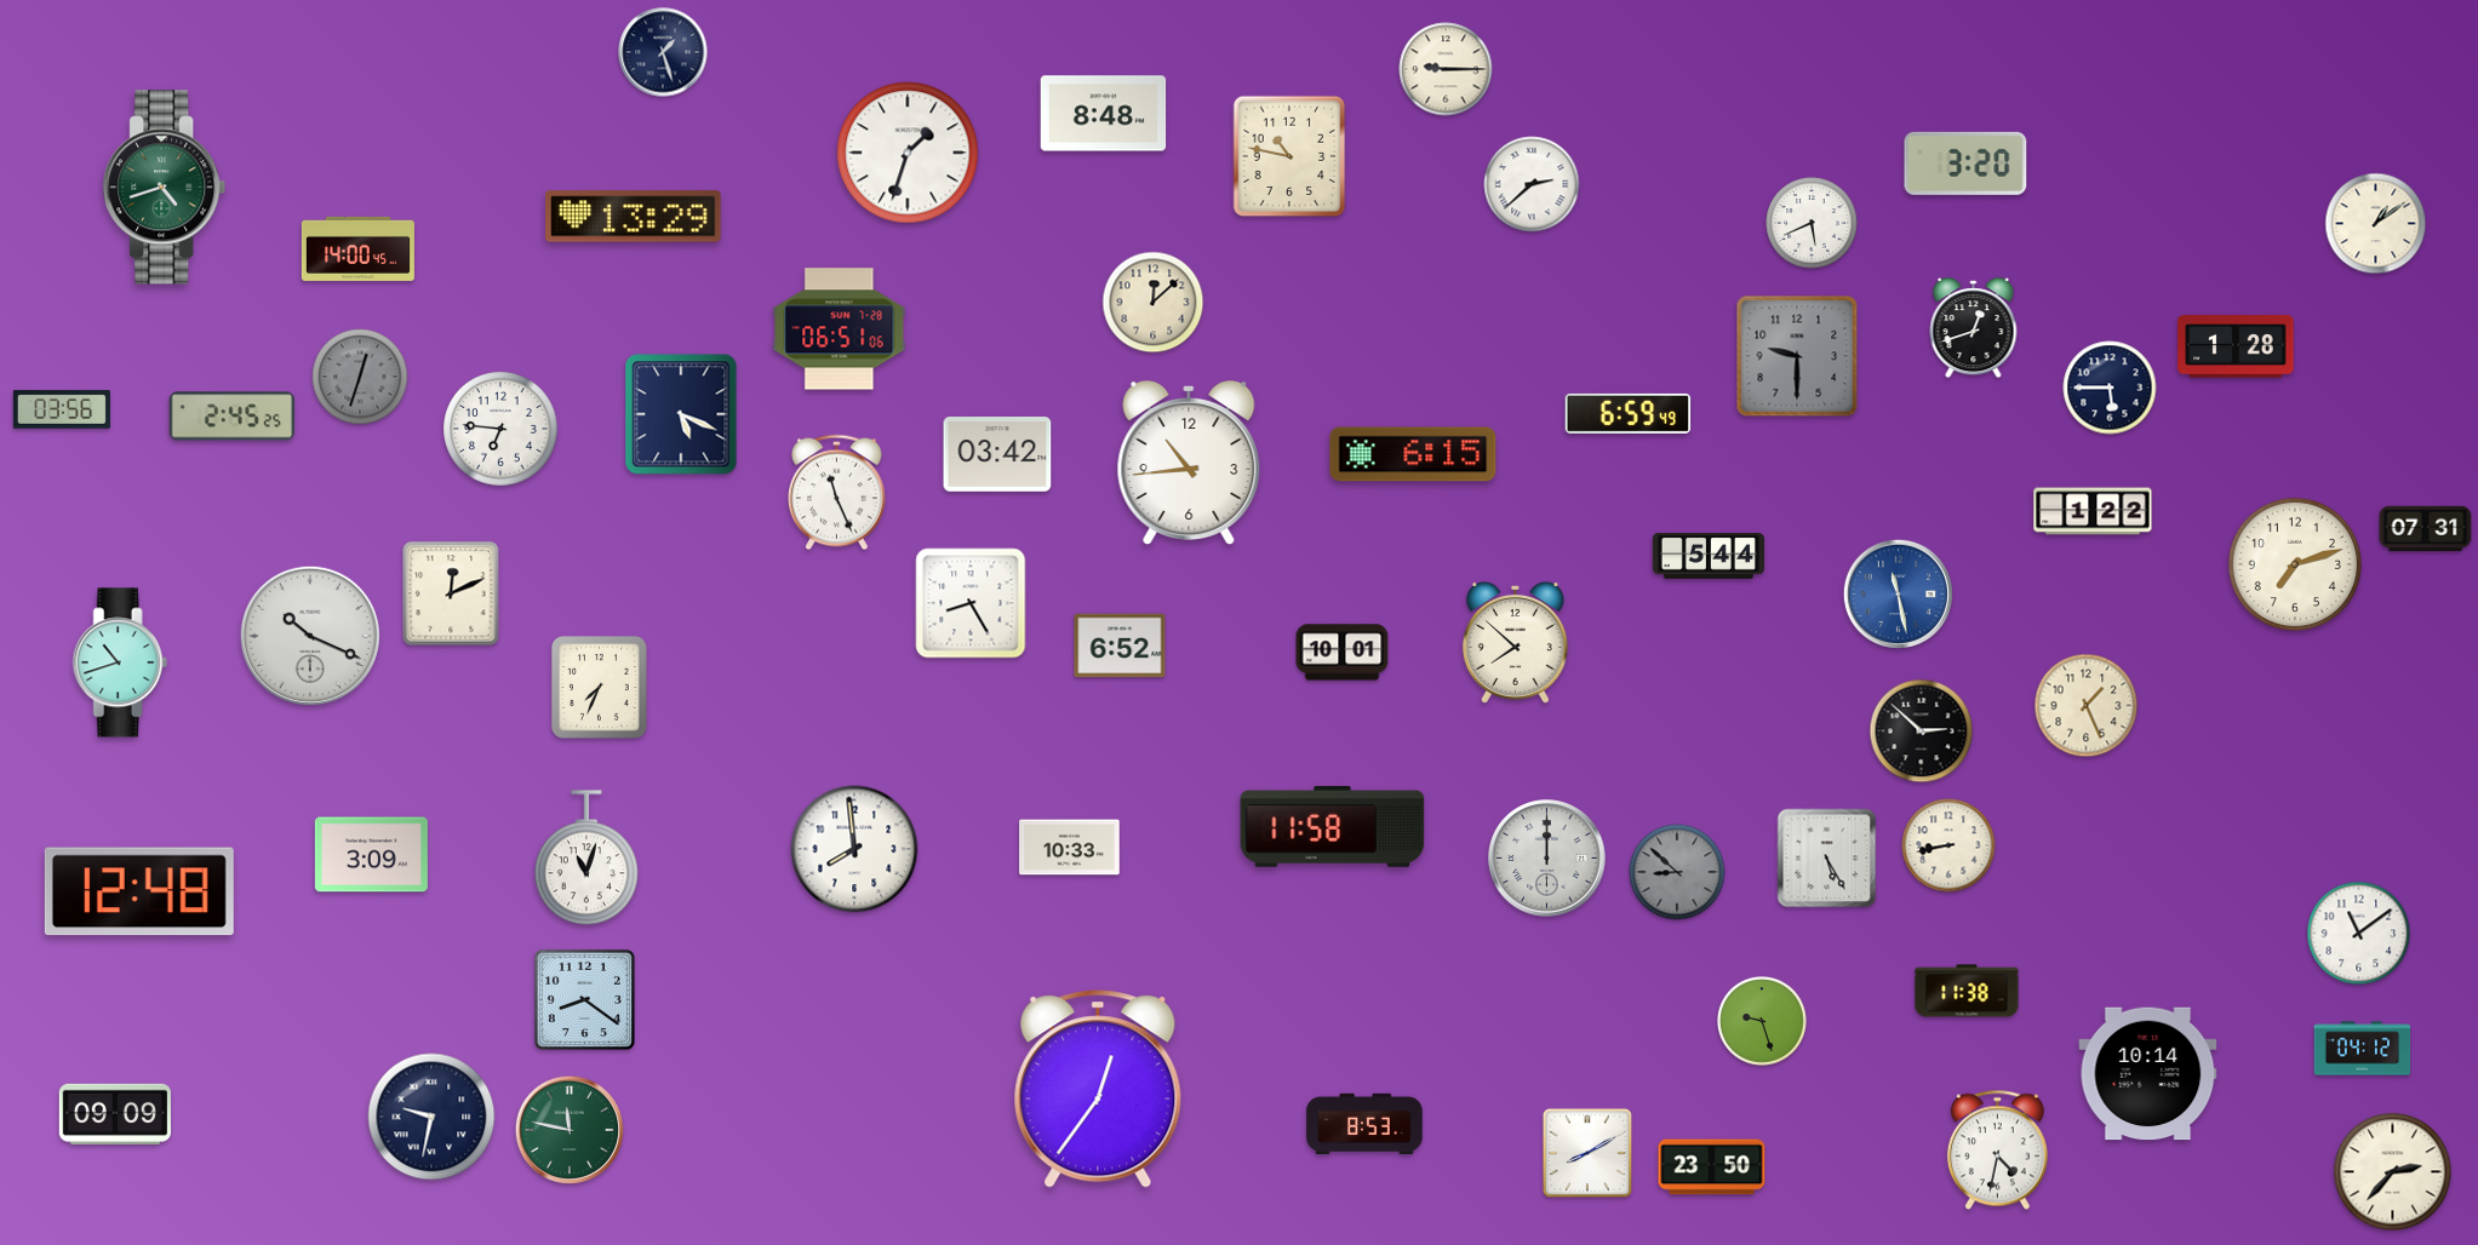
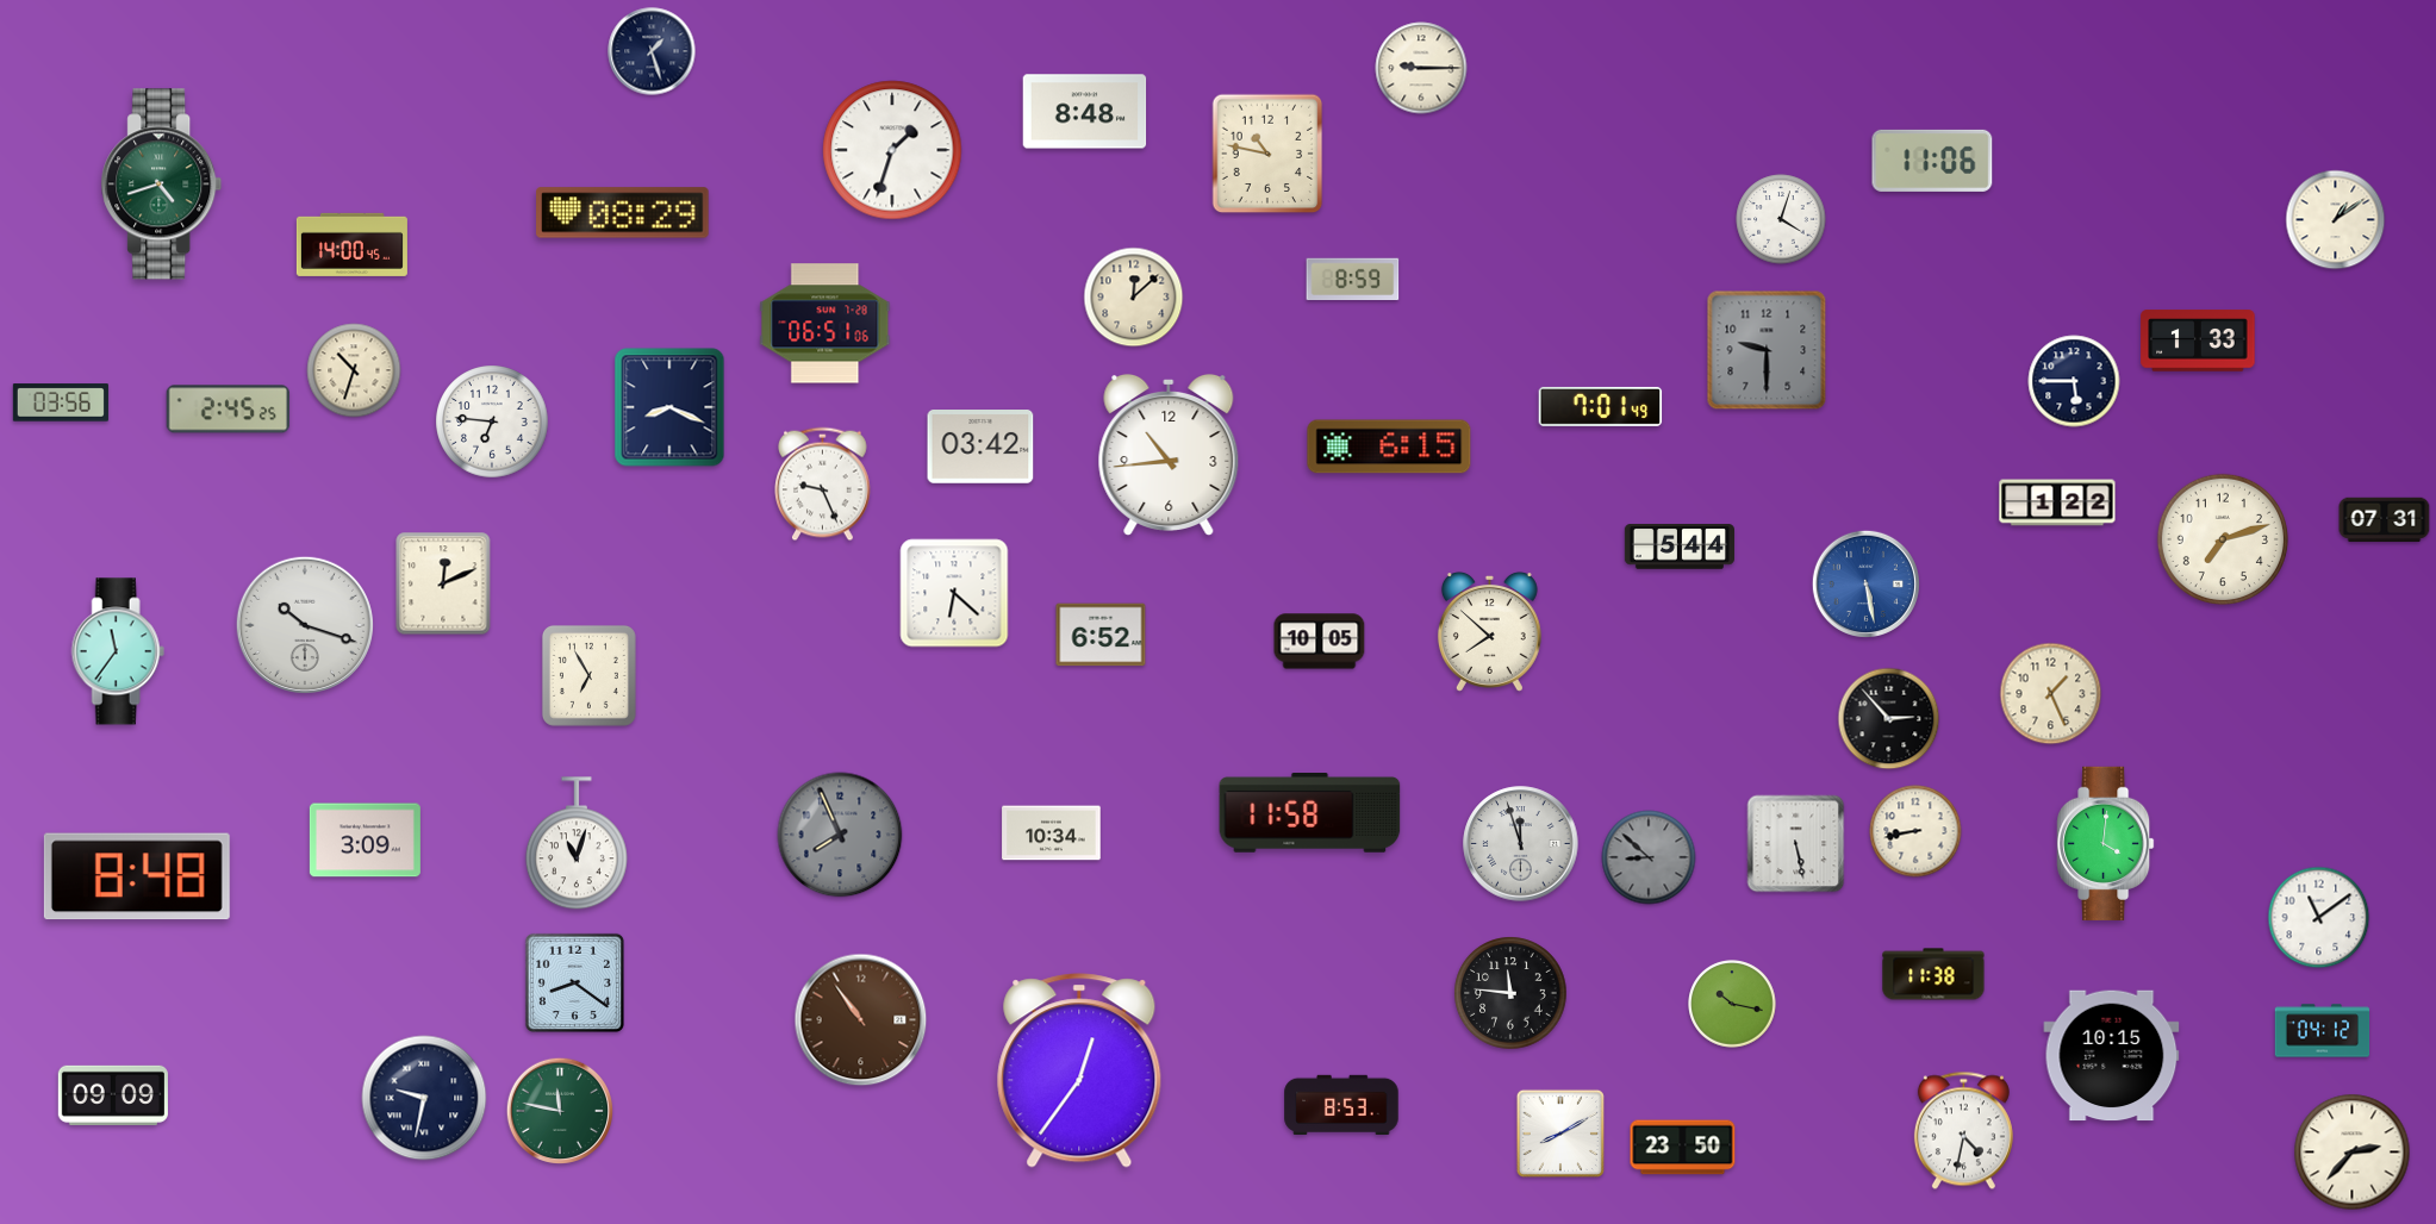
clock at (1965, 163): 3:20 -> 11:06
clock at (1532, 184): 2:38 -> none
clock at (634, 217): 13:29 -> 08:29
clock at (1812, 223): 5:41 -> 4:03
clock at (1353, 280): none -> 8:59
clock at (1974, 328): 12:42 -> none
clock at (2236, 346): 1:28 -> 1:33
clock at (360, 377): 12:33 -> 10:33
clock at (360, 377) dial: grey -> cream
clock at (1629, 413): 6:59 -> 7:01
clock at (681, 414): 5:19 -> 8:19
clock at (837, 493): 11:26 -> 9:26
clock at (2295, 564) position: (2295, 564) -> (2223, 539)
clock at (1898, 593): 11:28 -> 5:28
clock at (971, 603): 8:25 -> 6:22
clock at (309, 635): 10:19 -> 10:18
clock at (1343, 653): 10:01 -> 10:05
clock at (120, 662): 10:42 -> 11:36
clock at (599, 687): 7:34 -> 6:55
clock at (1922, 731): 2:52 -> 2:53
clock at (1070, 848): 10:33 -> 10:34
clock at (854, 849): 7:59 -> 7:56
clock at (854, 849) dial: white -> grey
clock at (2106, 843): none -> 4:01
clock at (1547, 859): 12:00 -> 11:57
clock at (1827, 859): 5:25 -> 5:28
clock at (139, 891): 12:48 -> 8:48
clock at (1510, 993): none -> 11:46
clock at (1762, 1021): 9:27 -> 10:17
clock at (861, 1020): none -> 10:54
clock at (2148, 1074): 10:14 -> 10:15
